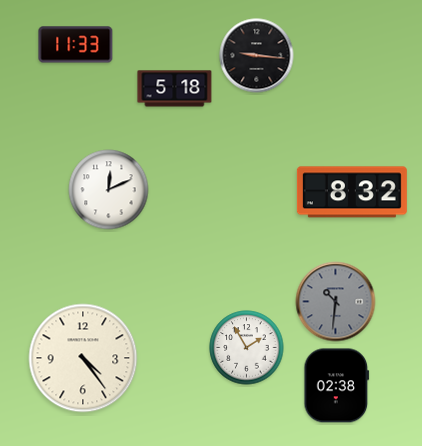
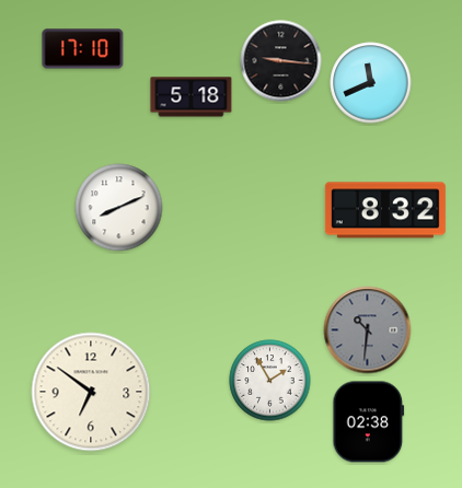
clock at (76, 45): 11:33 -> 17:10
clock at (371, 83): none -> 11:41
clock at (109, 190): 12:11 -> 8:11
clock at (83, 358): 4:24 -> 6:51
